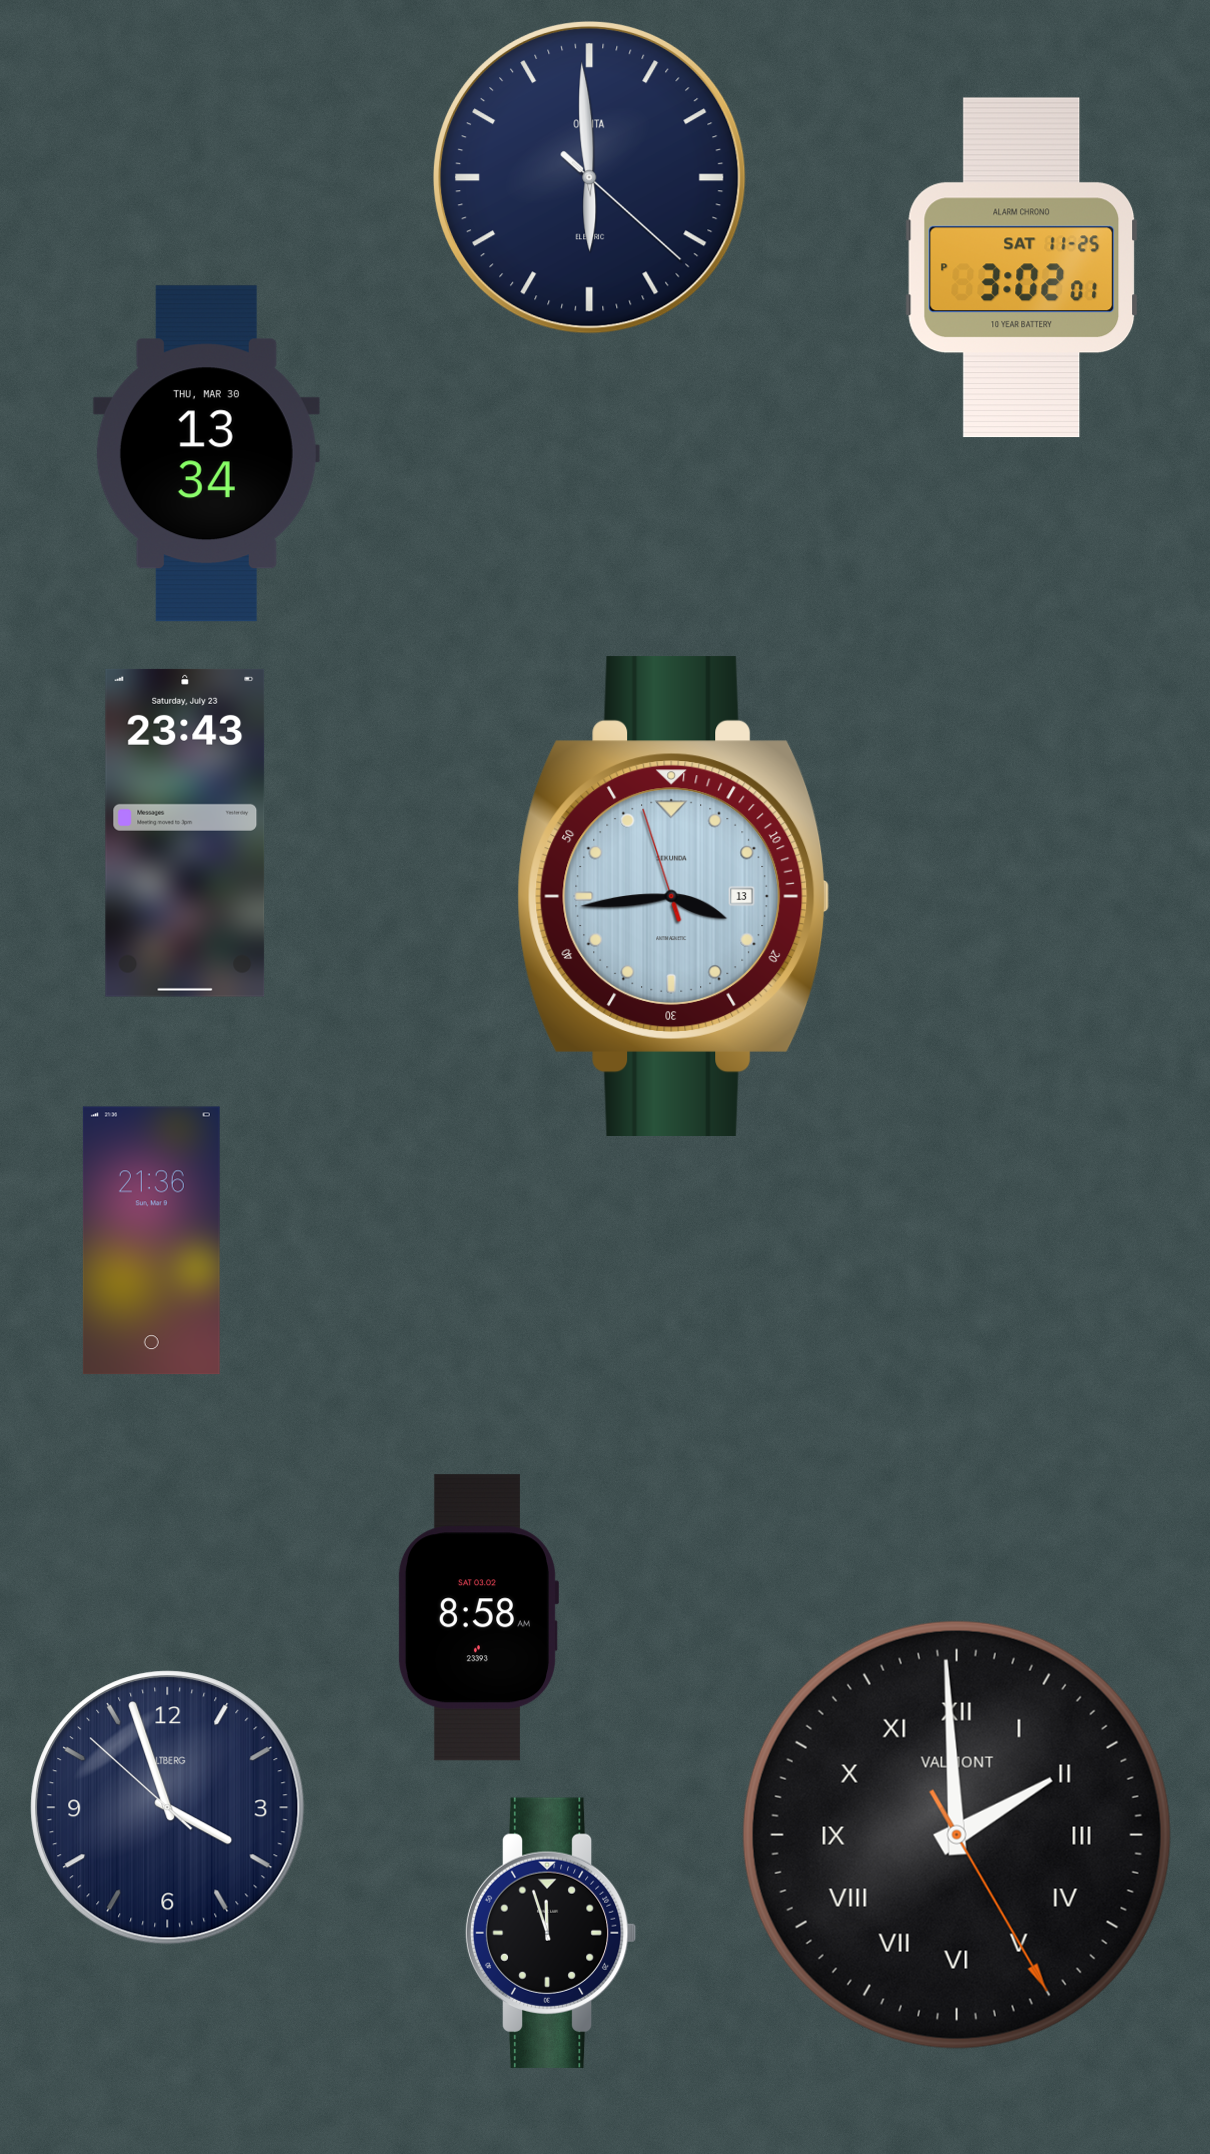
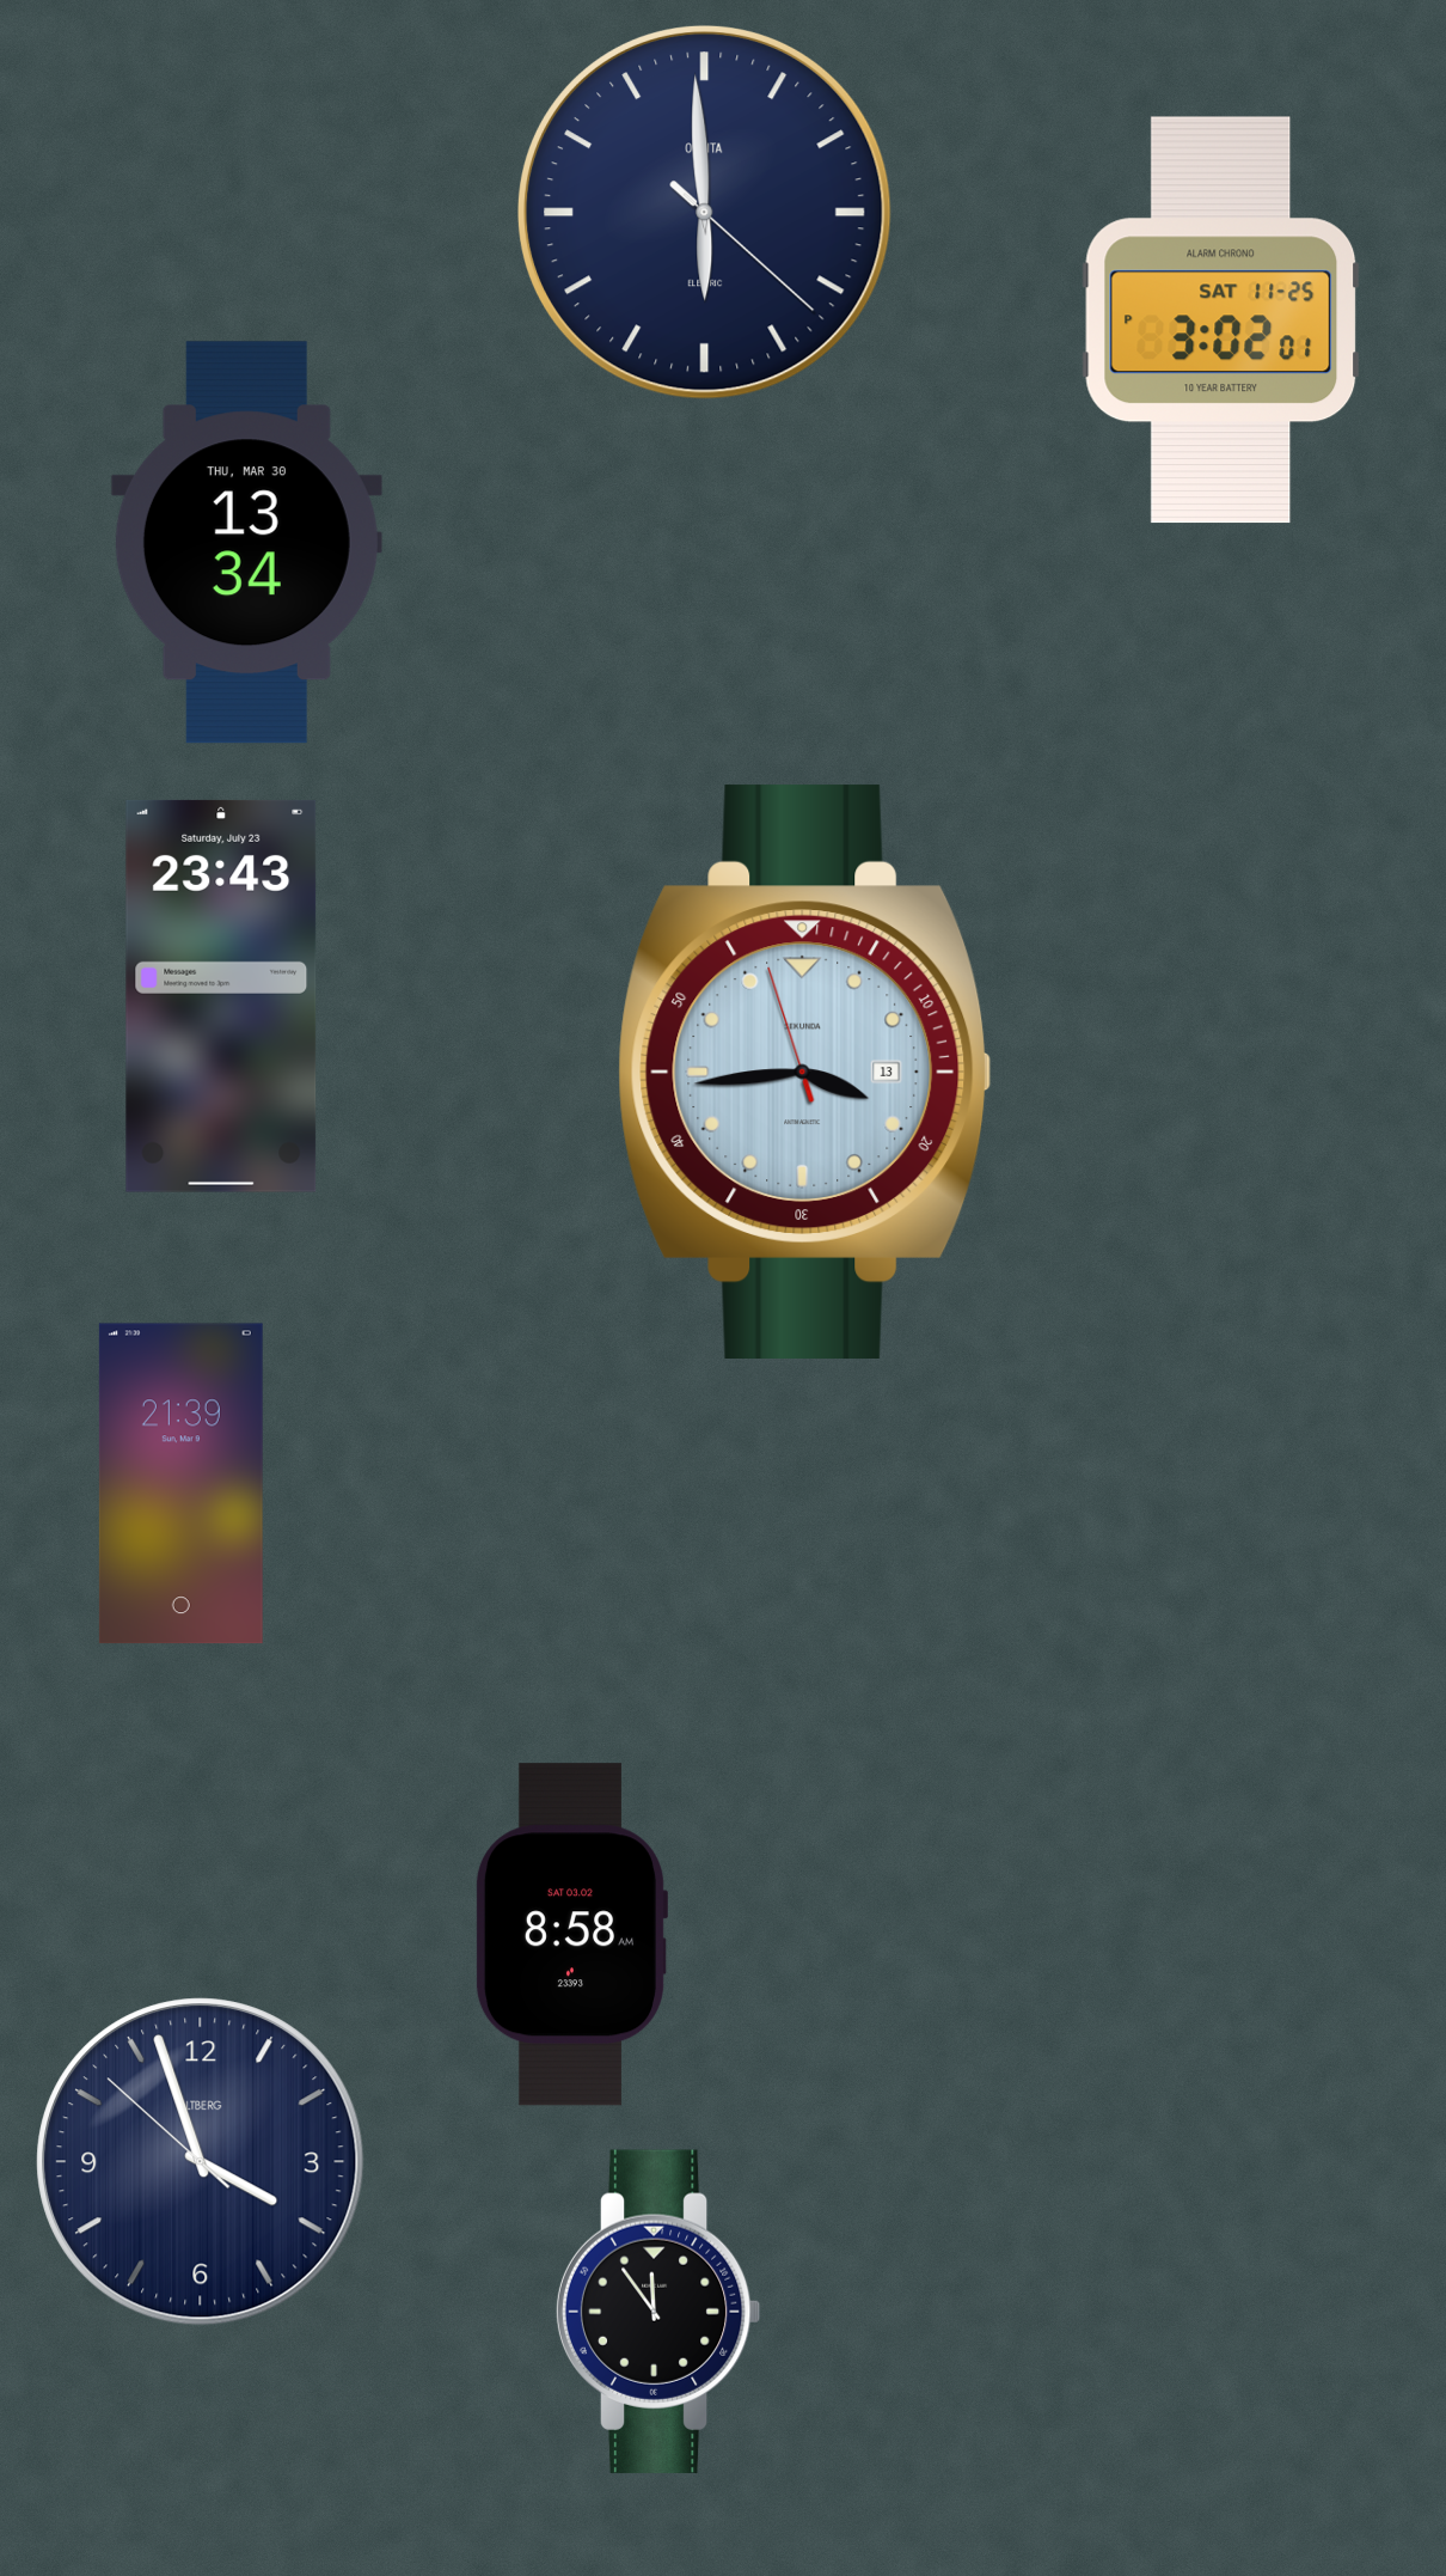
clock at (151, 1241): 21:36 -> 21:39
clock at (957, 1835): 1:59 -> none
clock at (551, 1933): 11:57 -> 11:54
